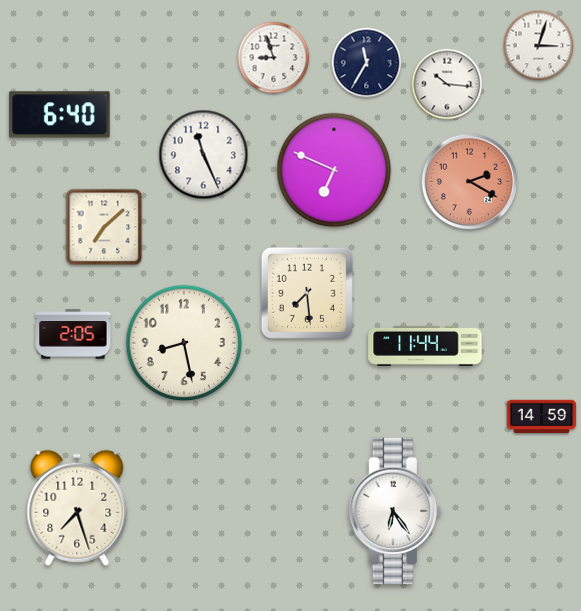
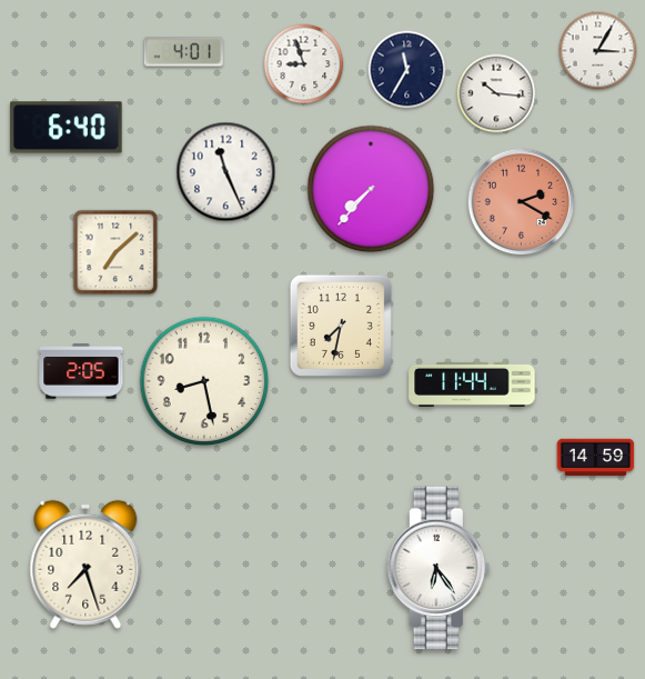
clock at (539, 46): 3:03 -> 3:05
clock at (183, 52): none -> 4:01
clock at (334, 170): 6:49 -> 7:37
clock at (307, 293): 7:29 -> 7:32
clock at (542, 417) position: (542, 417) -> (596, 458)
